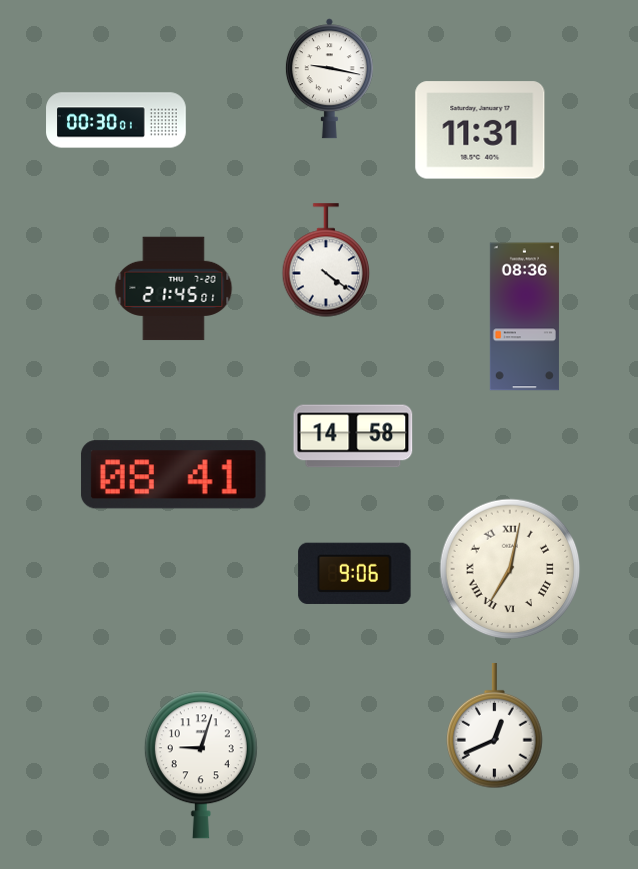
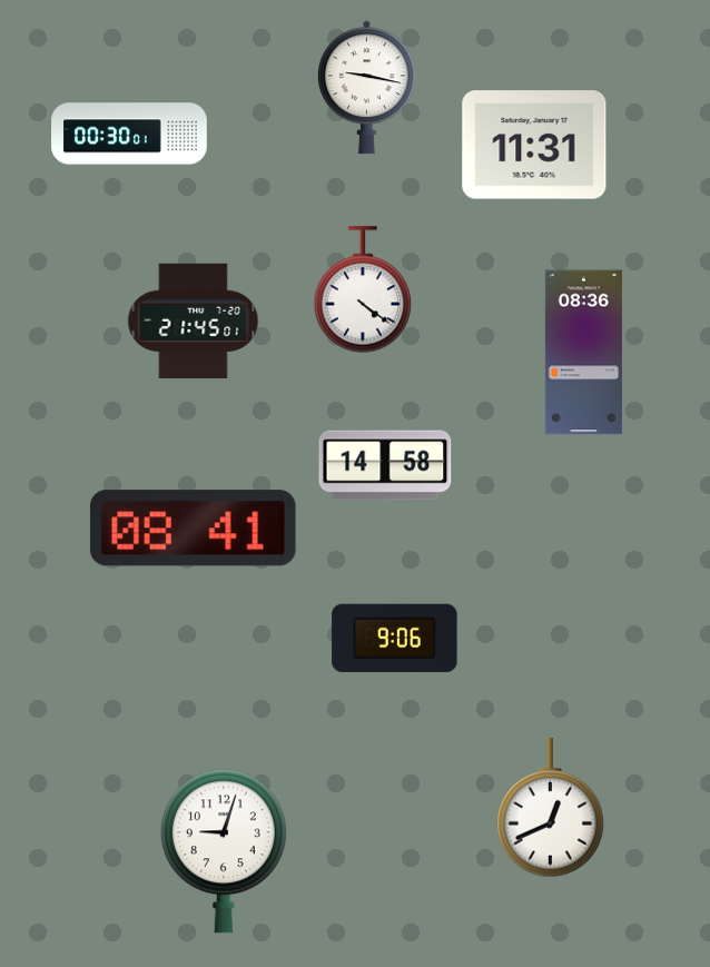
clock at (353, 436) position: (353, 436) -> (385, 465)
clock at (510, 569): 7:02 -> none
